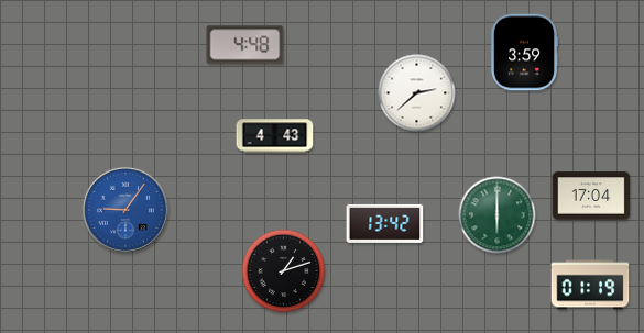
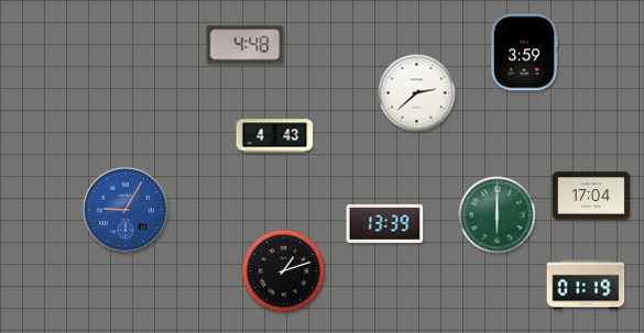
clock at (125, 210): 9:06 -> 9:05
clock at (385, 223): 13:42 -> 13:39
clock at (590, 285) position: (590, 285) -> (586, 285)
